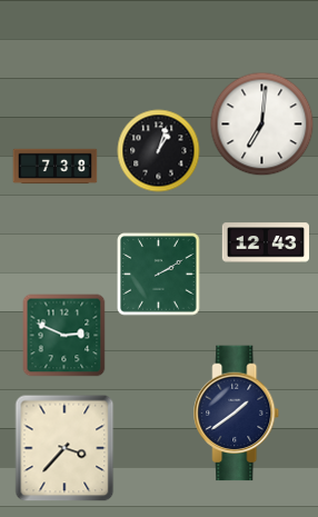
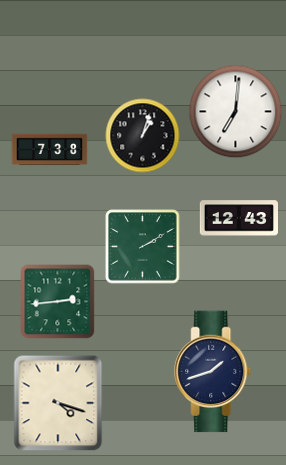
clock at (64, 336): 2:49 -> 2:44
clock at (237, 414): 1:39 -> 1:42
clock at (64, 448): 3:37 -> 4:18
